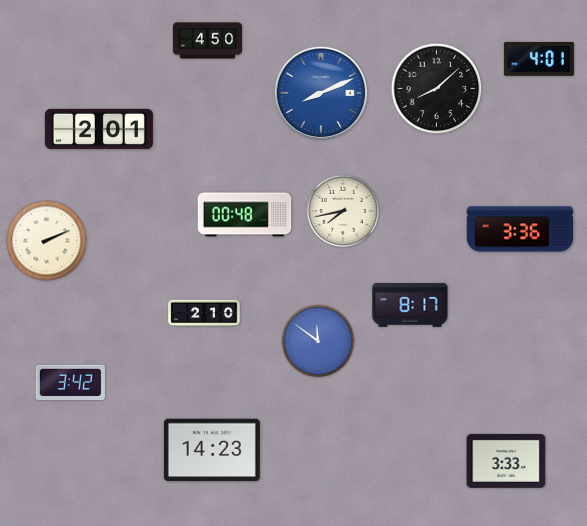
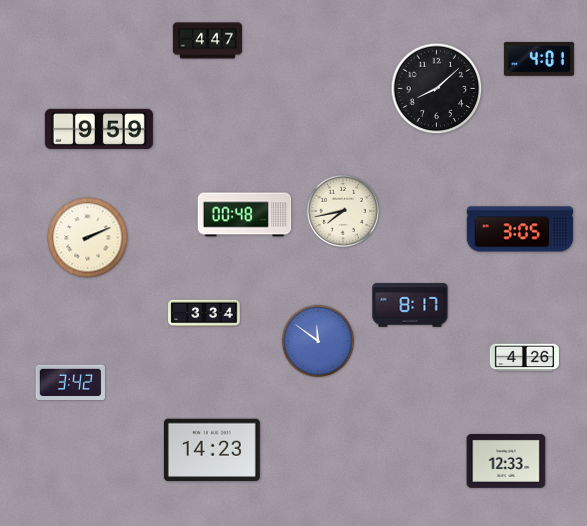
clock at (208, 41): 4:50 -> 4:47
clock at (321, 93): 8:11 -> none
clock at (99, 129): 2:01 -> 9:59
clock at (520, 229): 3:36 -> 3:05
clock at (47, 241) position: (47, 241) -> (88, 238)
clock at (204, 313): 2:10 -> 3:34
clock at (525, 358): none -> 4:26
clock at (506, 461): 3:33 -> 12:33
